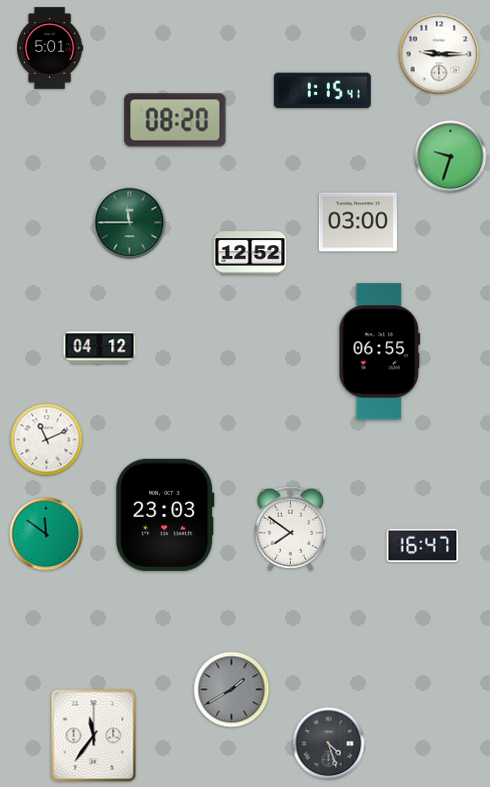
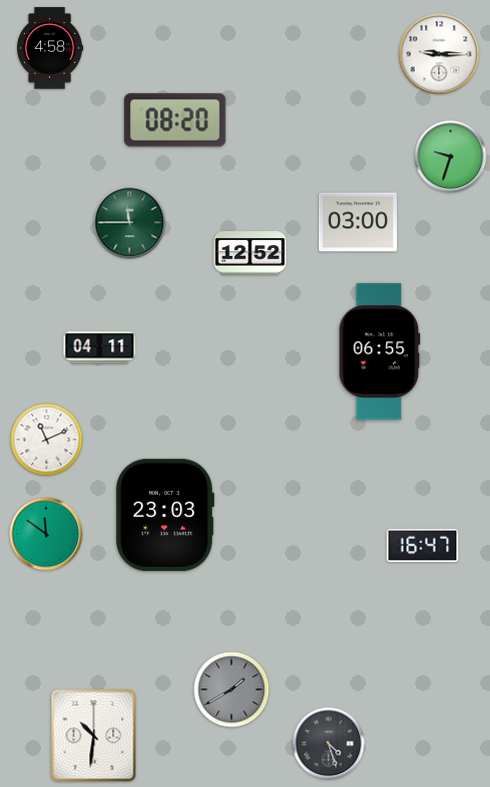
clock at (50, 48): 5:01 -> 4:58
clock at (322, 91): 1:15 -> none
clock at (100, 348): 04:12 -> 04:11
clock at (291, 528): 7:51 -> none
clock at (94, 736): 11:36 -> 10:31
